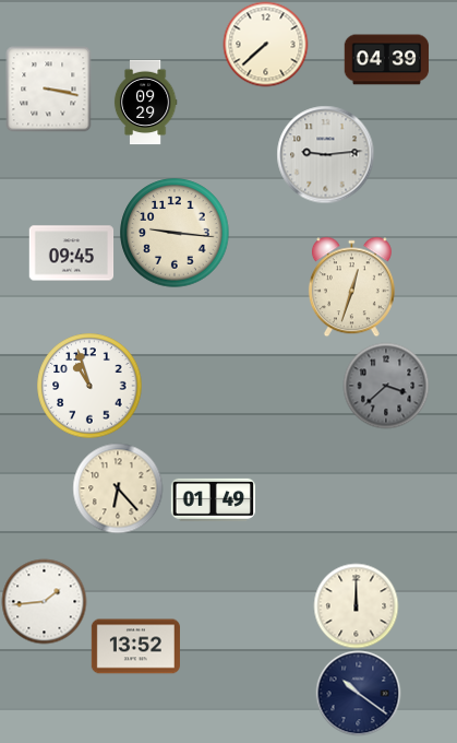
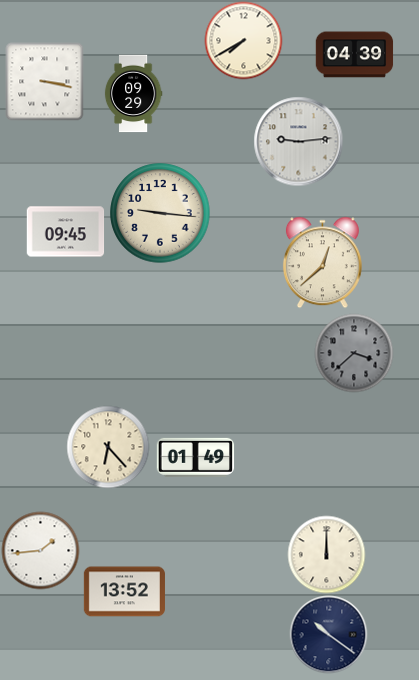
clock at (265, 44): 7:38 -> 7:40
clock at (351, 286): 12:33 -> 12:38
clock at (89, 386): 10:57 -> none
